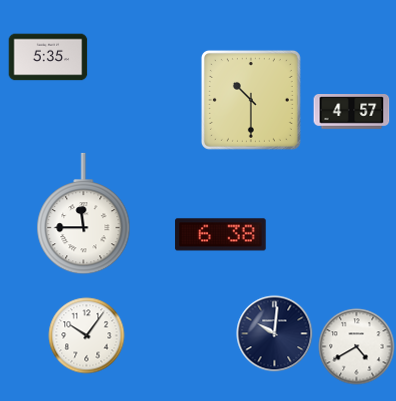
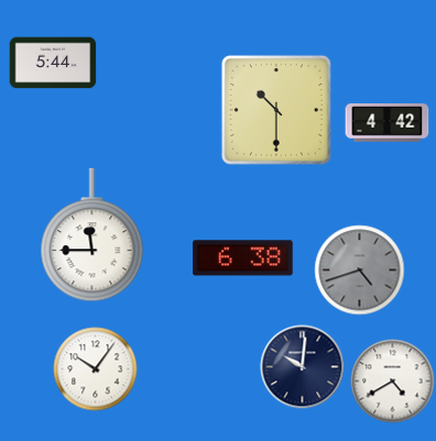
clock at (48, 57): 5:35 -> 5:44
clock at (352, 112): 4:57 -> 4:42
clock at (360, 271): none -> 4:42
